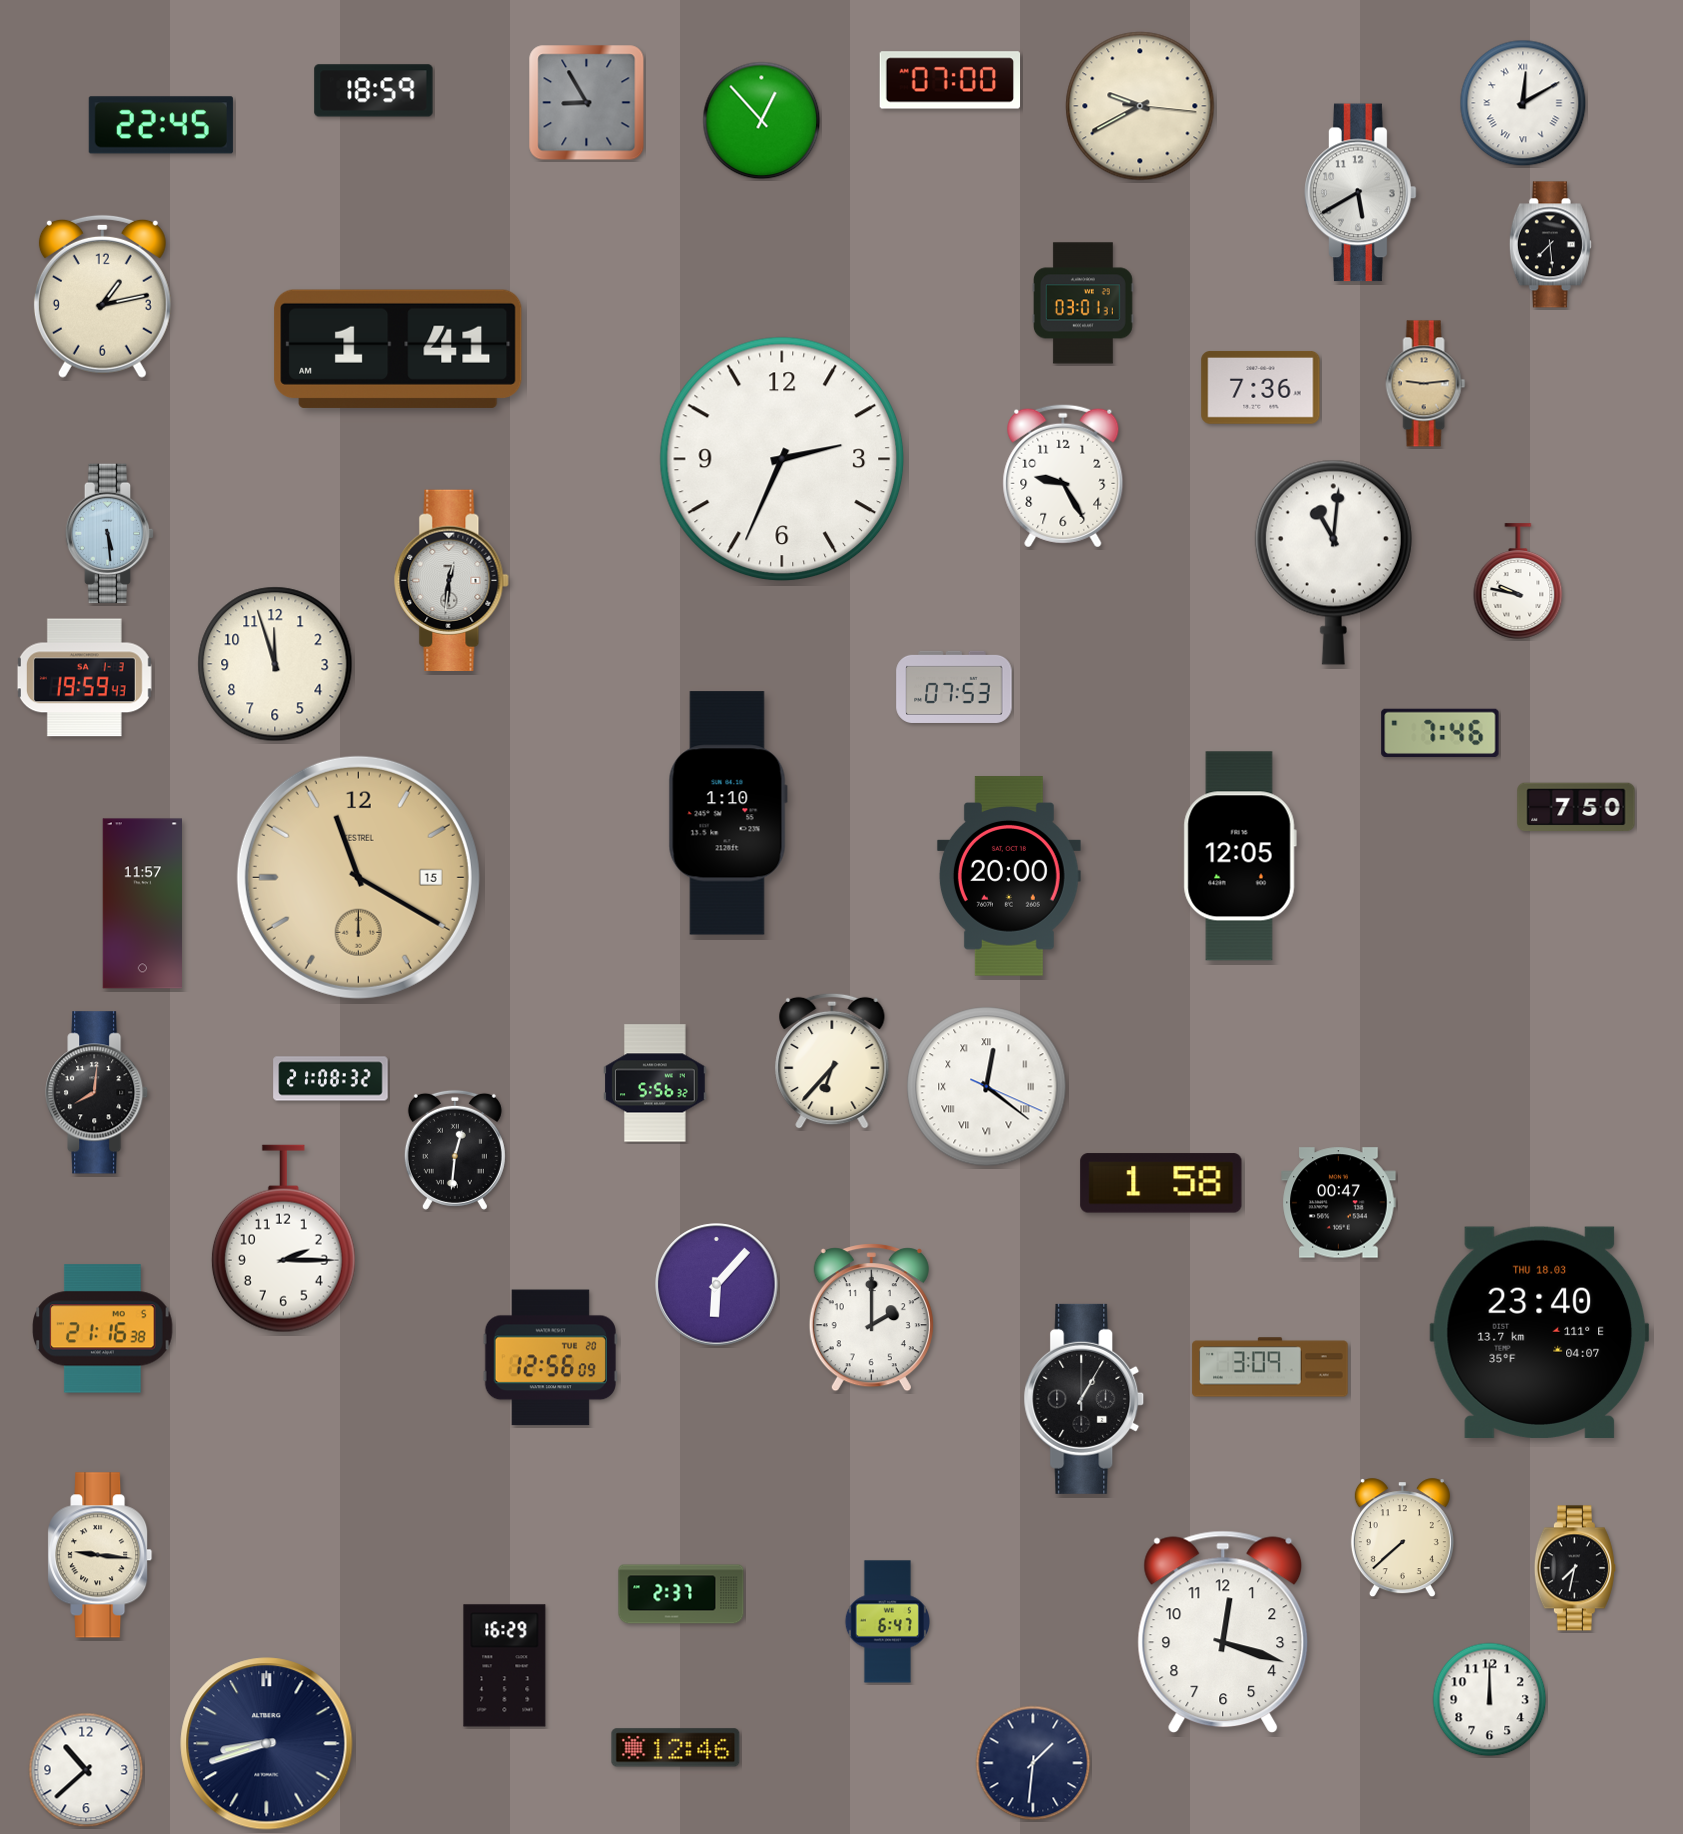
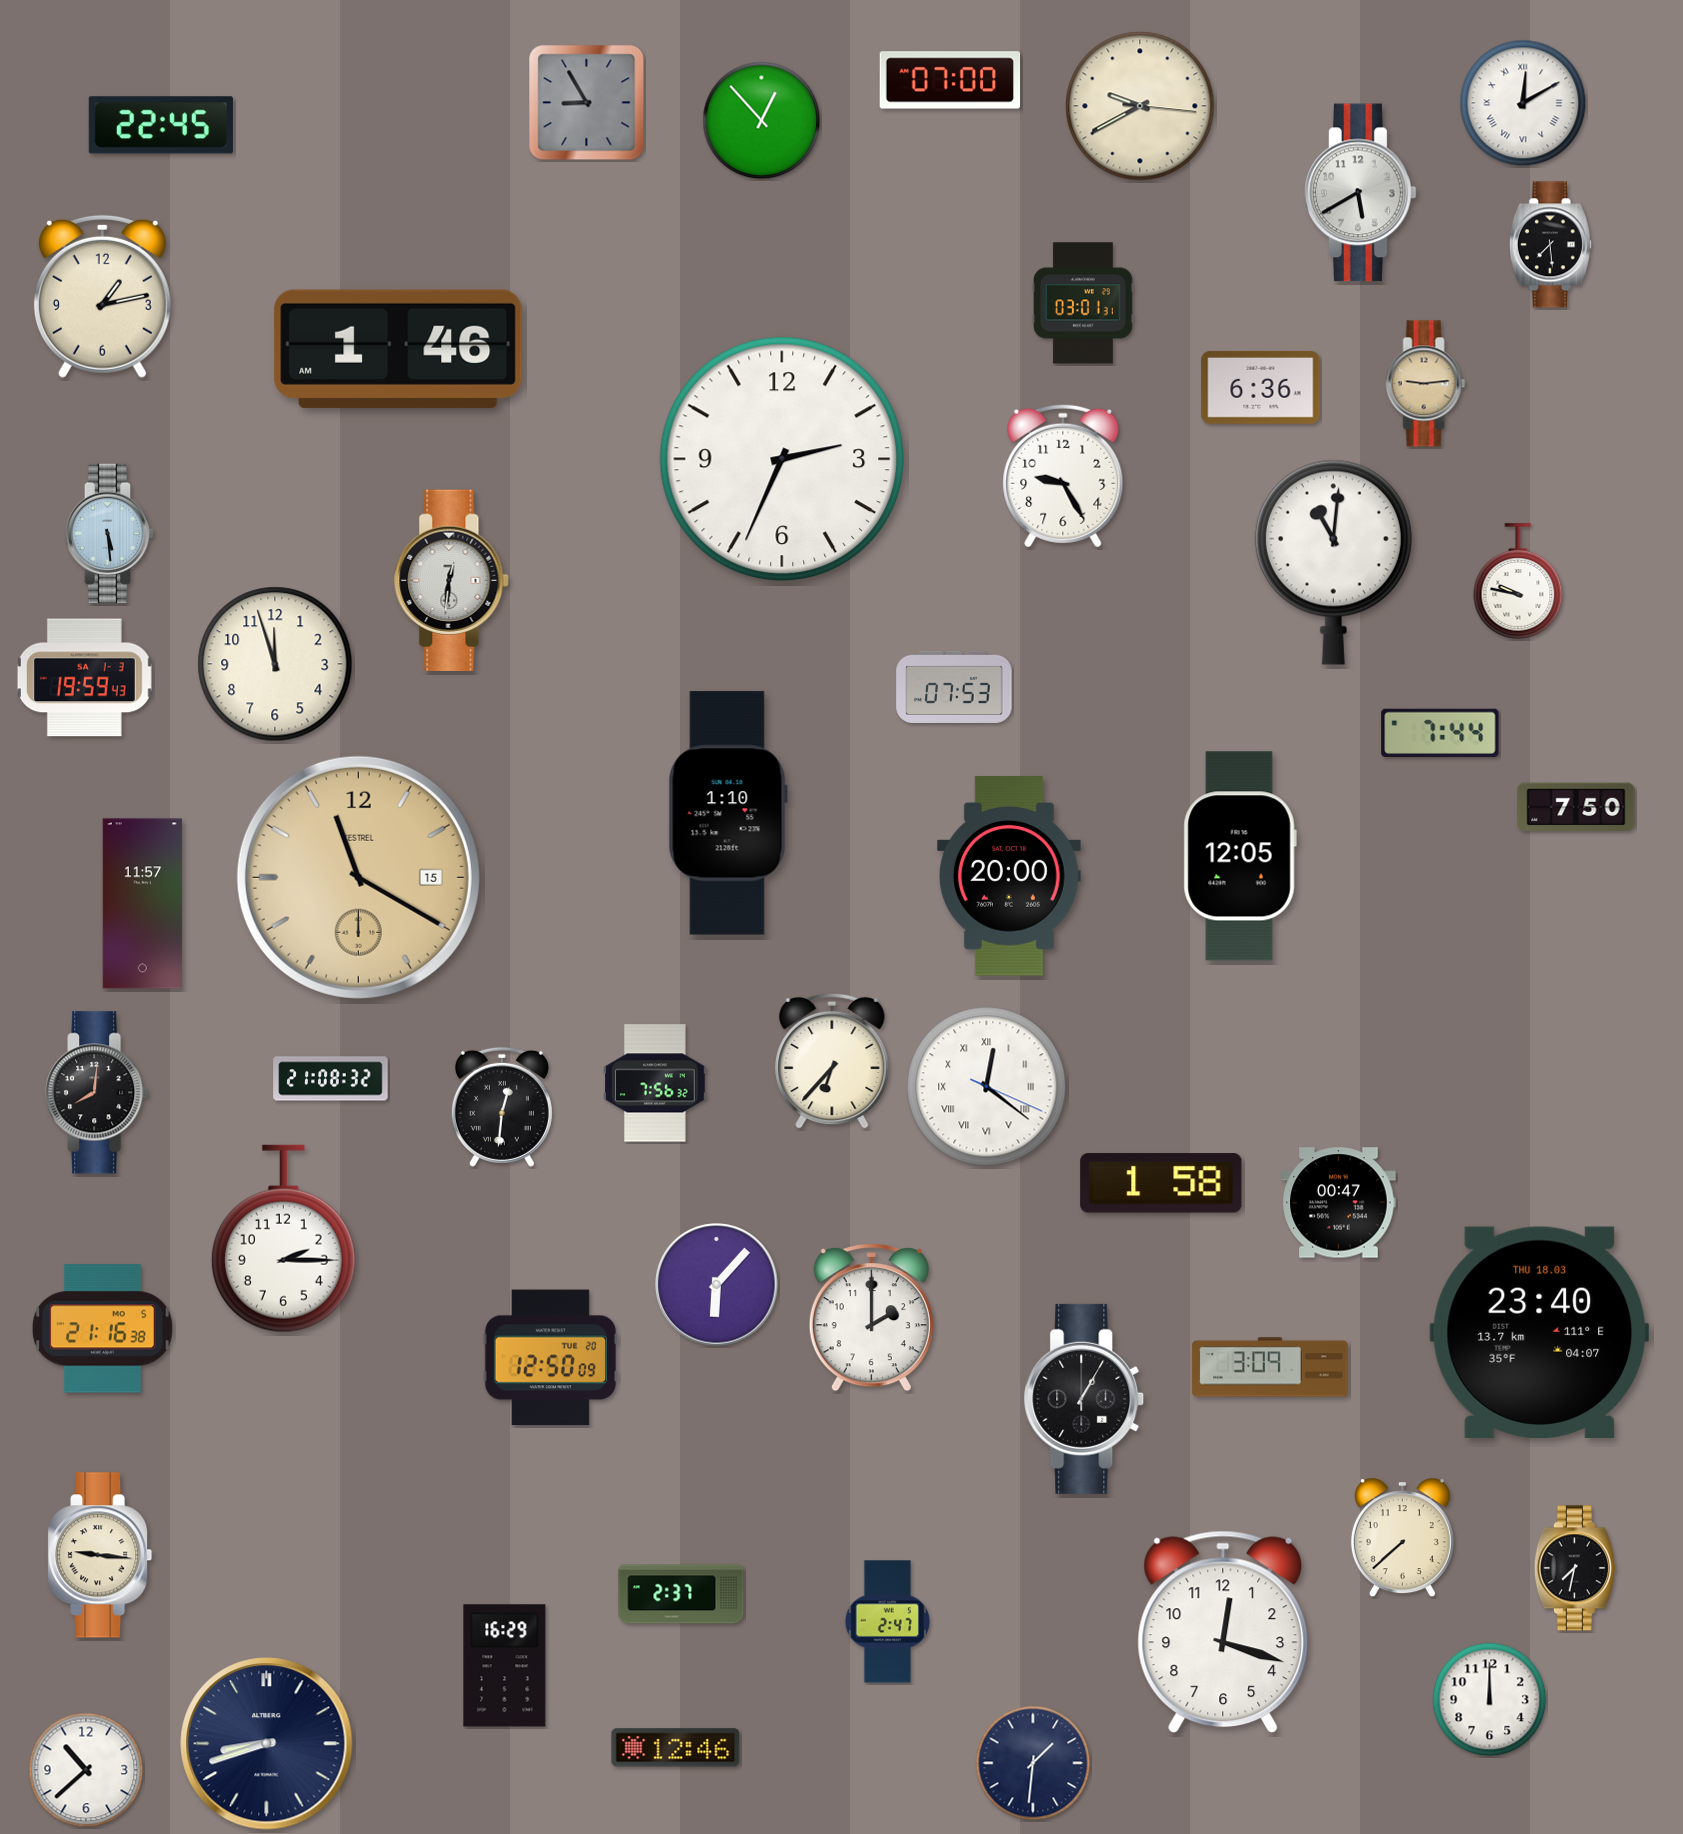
clock at (374, 91): 18:59 -> none
clock at (398, 349): 1:41 -> 1:46
clock at (1261, 387): 7:36 -> 6:36
clock at (1440, 732): 7:46 -> 7:44
clock at (655, 1083): 5:56 -> 7:56
clock at (455, 1150) position: (455, 1150) -> (502, 1107)
clock at (550, 1358): 12:56 -> 12:50
clock at (887, 1622): 6:47 -> 2:47
